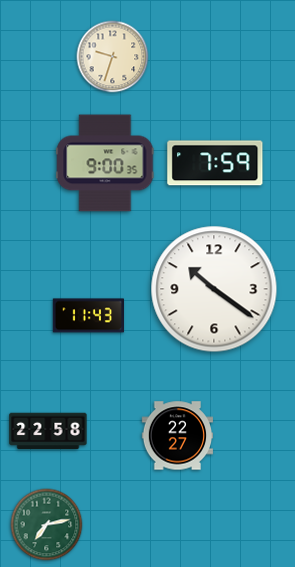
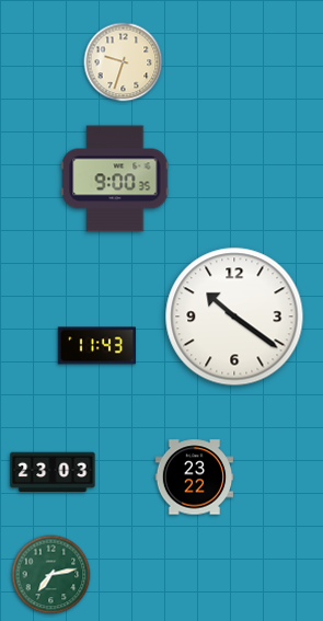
clock at (215, 163): 7:59 -> none
clock at (48, 431): 22:58 -> 23:03
clock at (177, 436): 22:27 -> 23:22
